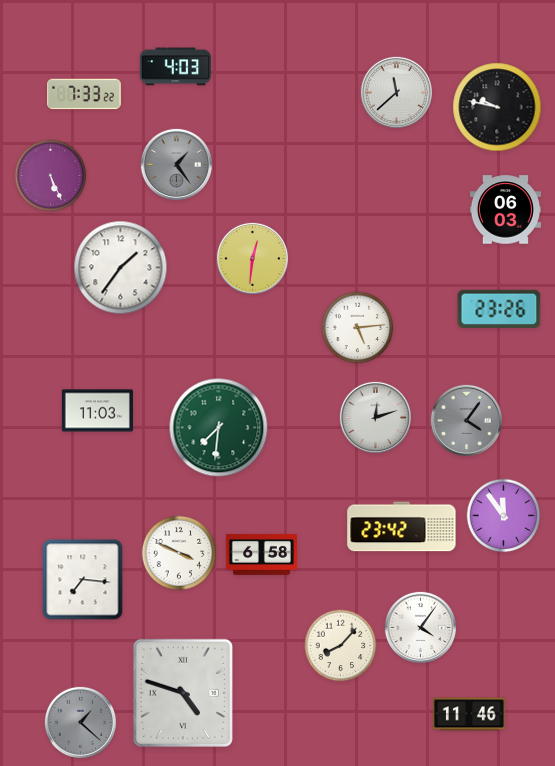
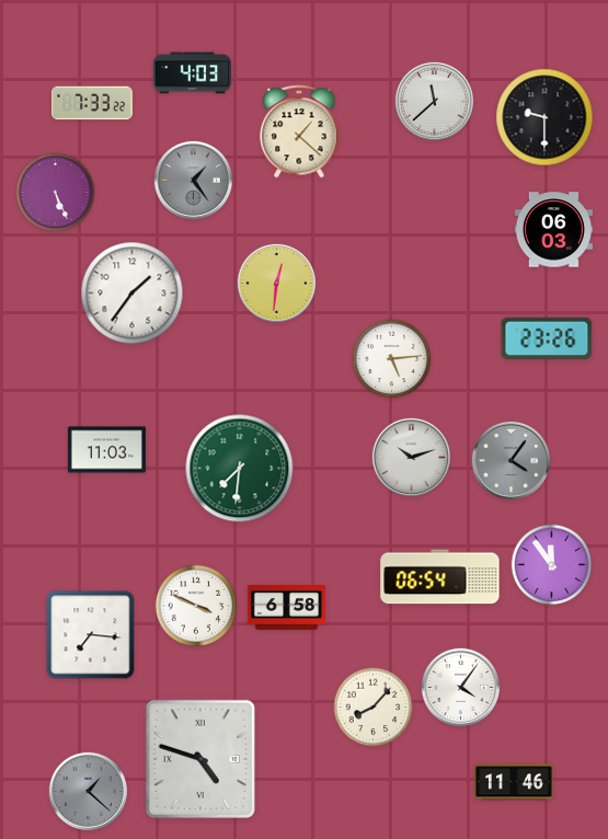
clock at (497, 107): 9:47 -> 9:30
clock at (299, 131): none -> 1:22
clock at (375, 417): 12:12 -> 10:12
clock at (402, 527): 23:42 -> 06:54
